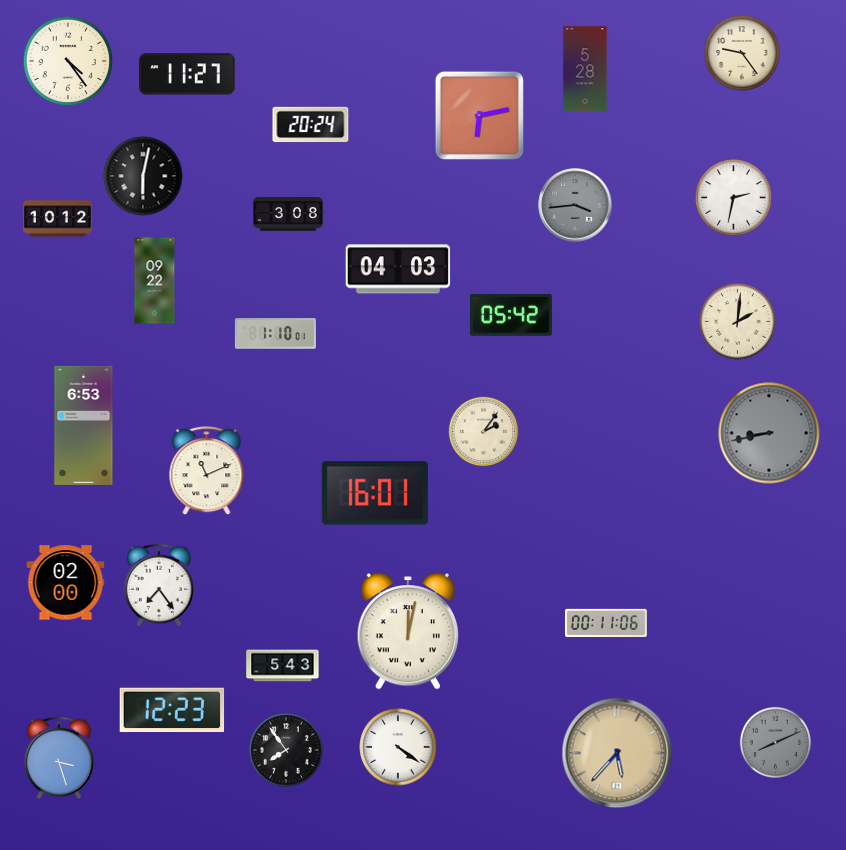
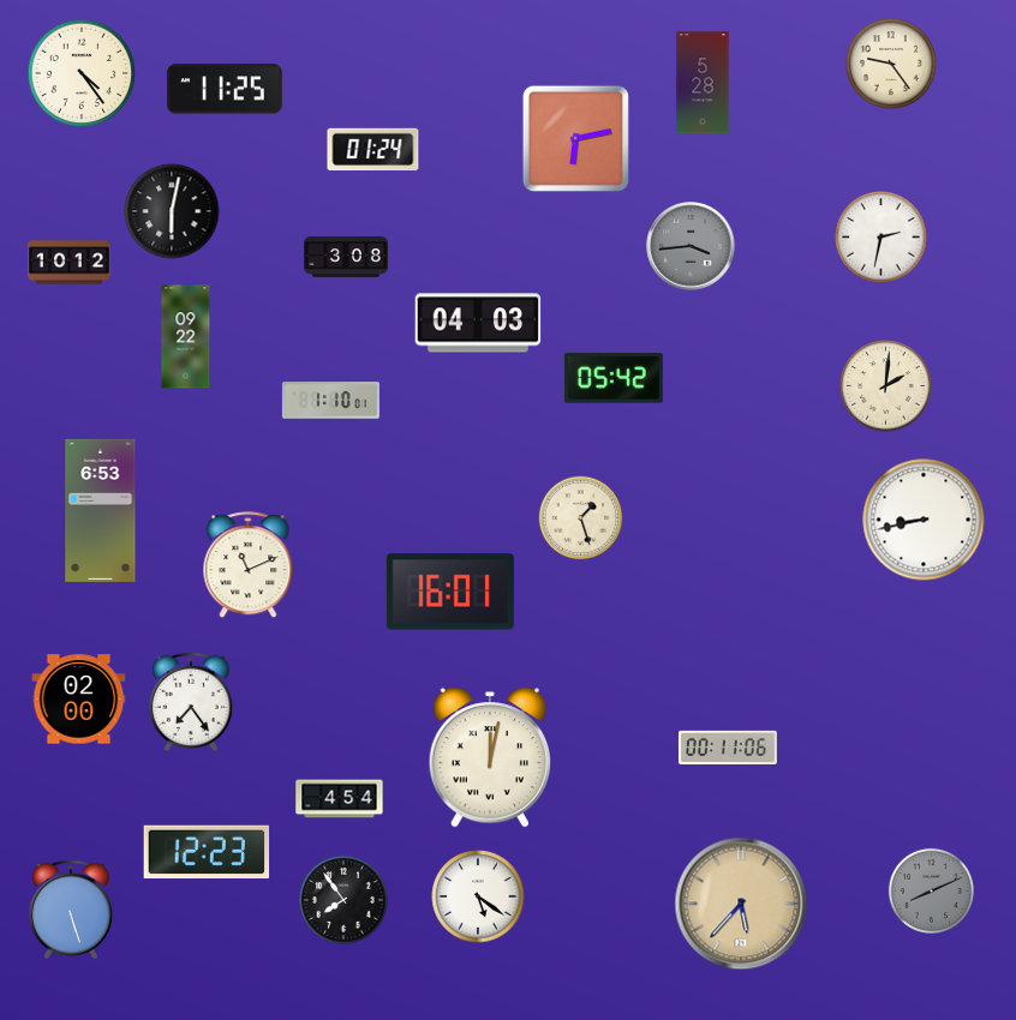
clock at (187, 74): 11:27 -> 11:25
clock at (311, 125): 20:24 -> 01:24
clock at (484, 432): 2:06 -> 1:27
clock at (769, 433) dial: grey -> white
clock at (283, 666): 5:43 -> 4:54
clock at (398, 747): 4:21 -> 5:21
clock at (58, 757): 3:27 -> 5:27
